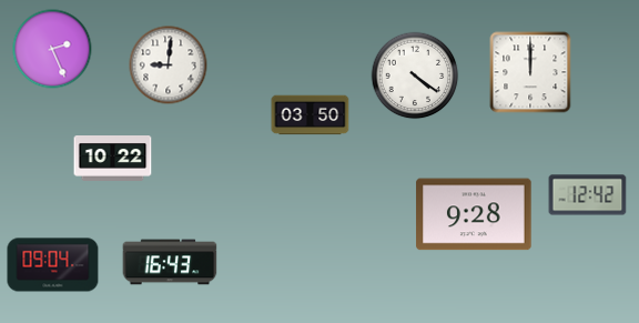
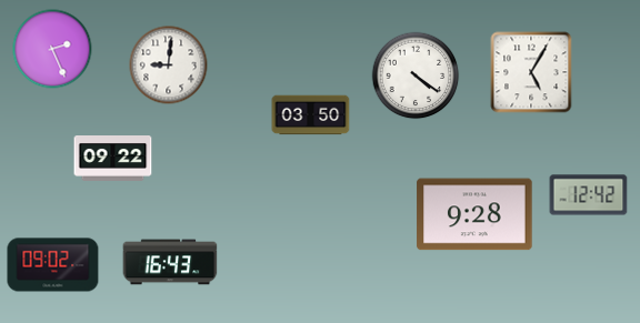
clock at (530, 72): 12:00 -> 5:05
clock at (113, 159): 10:22 -> 09:22
clock at (53, 265): 09:04 -> 09:02
